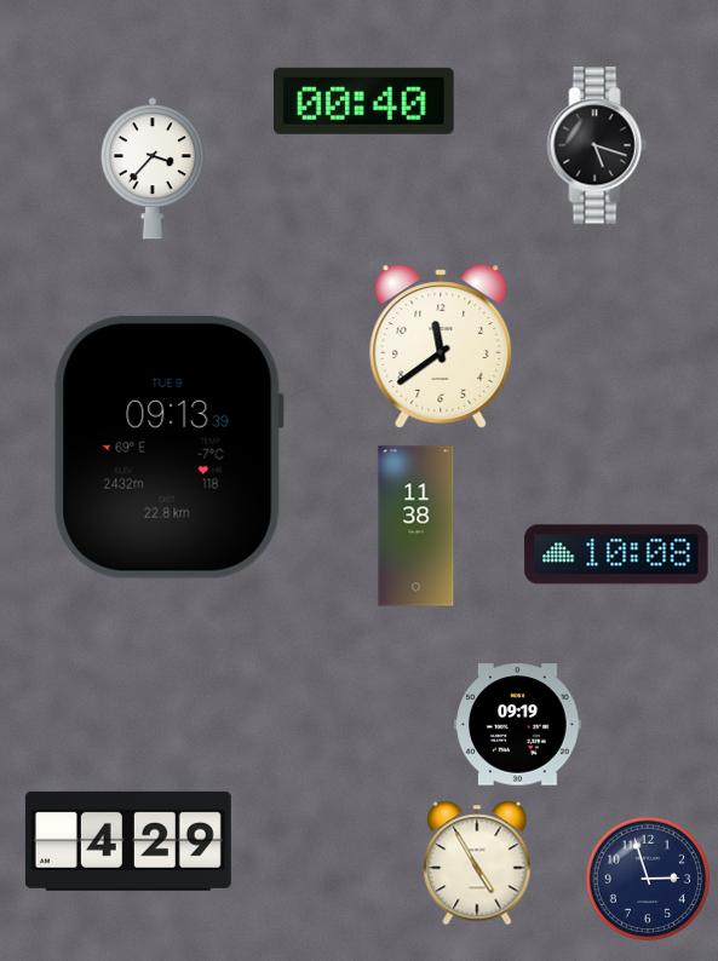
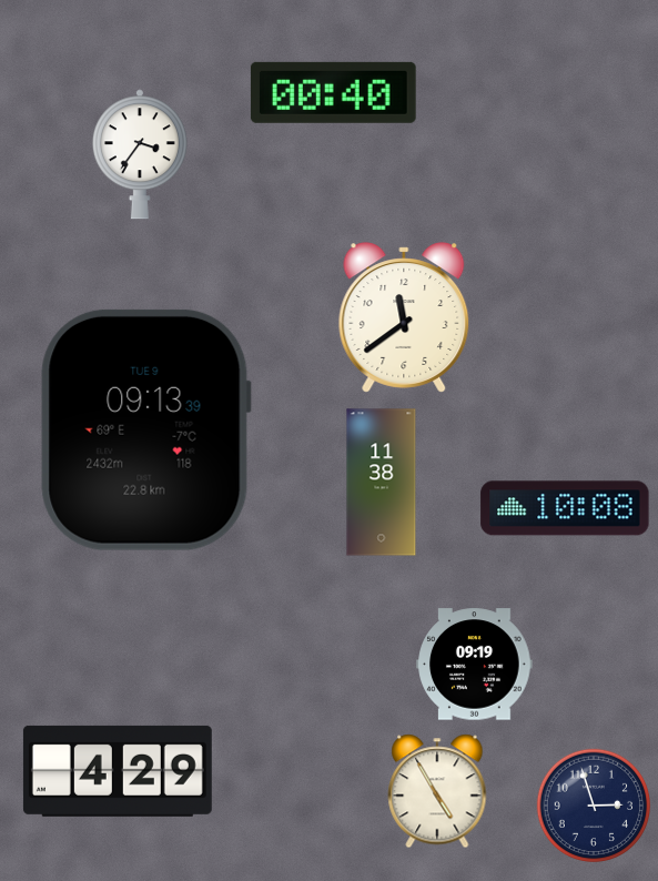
clock at (597, 145): 5:18 -> none
clock at (153, 168): 3:37 -> 3:36
clock at (168, 447) position: (168, 447) -> (145, 429)
